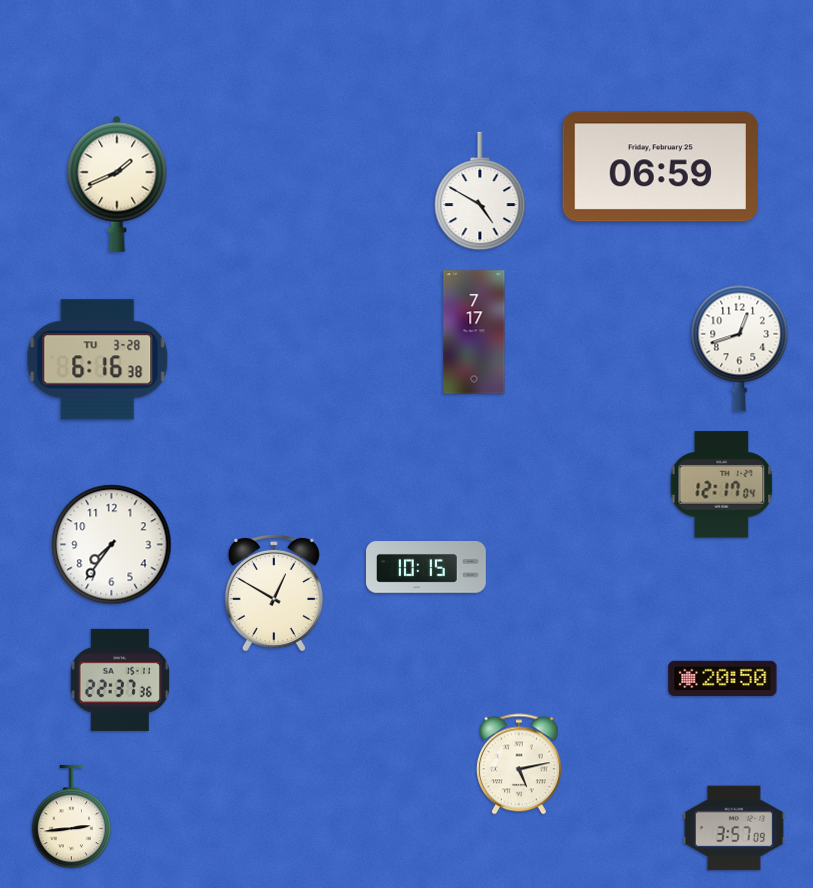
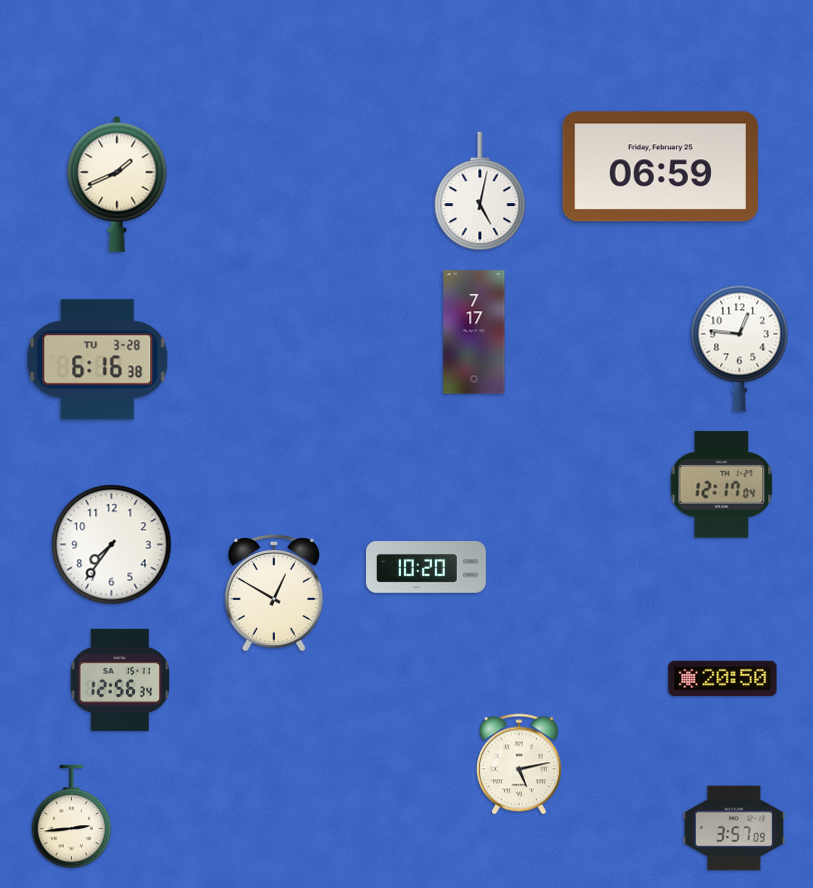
clock at (480, 191): 4:50 -> 5:02
clock at (740, 348): 12:42 -> 12:46
clock at (427, 567): 10:15 -> 10:20
clock at (120, 680): 22:37 -> 12:56
